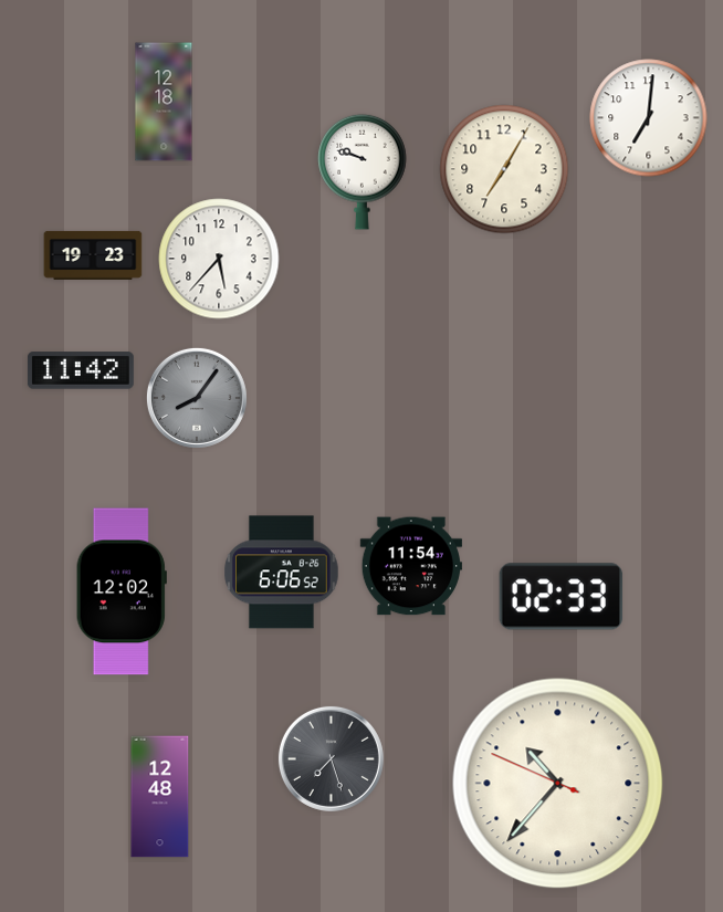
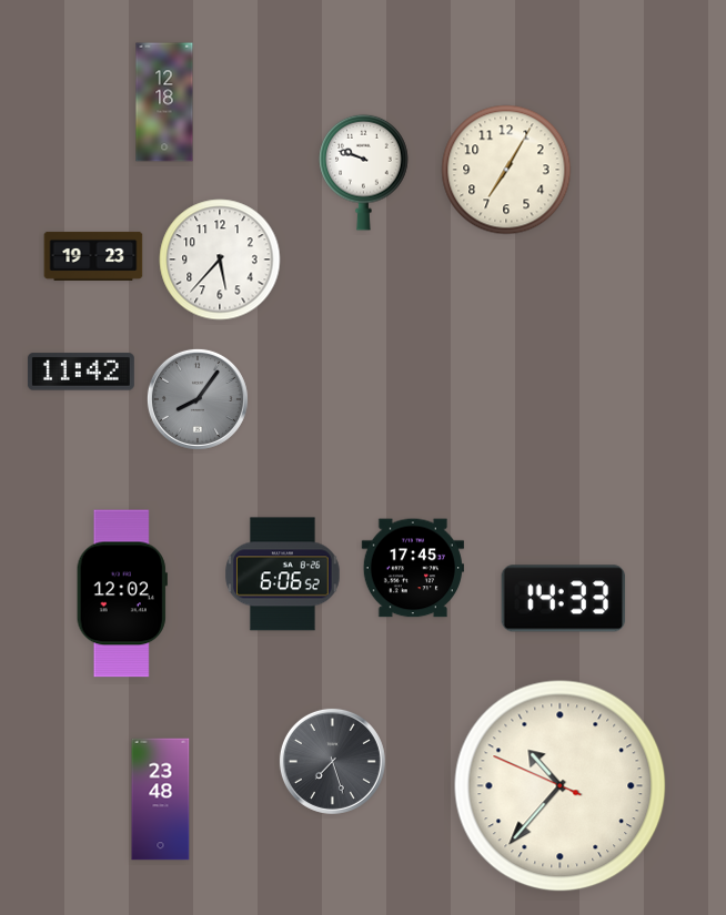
clock at (649, 118): 7:01 -> none
clock at (411, 566): 11:54 -> 17:45
clock at (562, 597): 02:33 -> 14:33
clock at (160, 797): 12:48 -> 23:48
